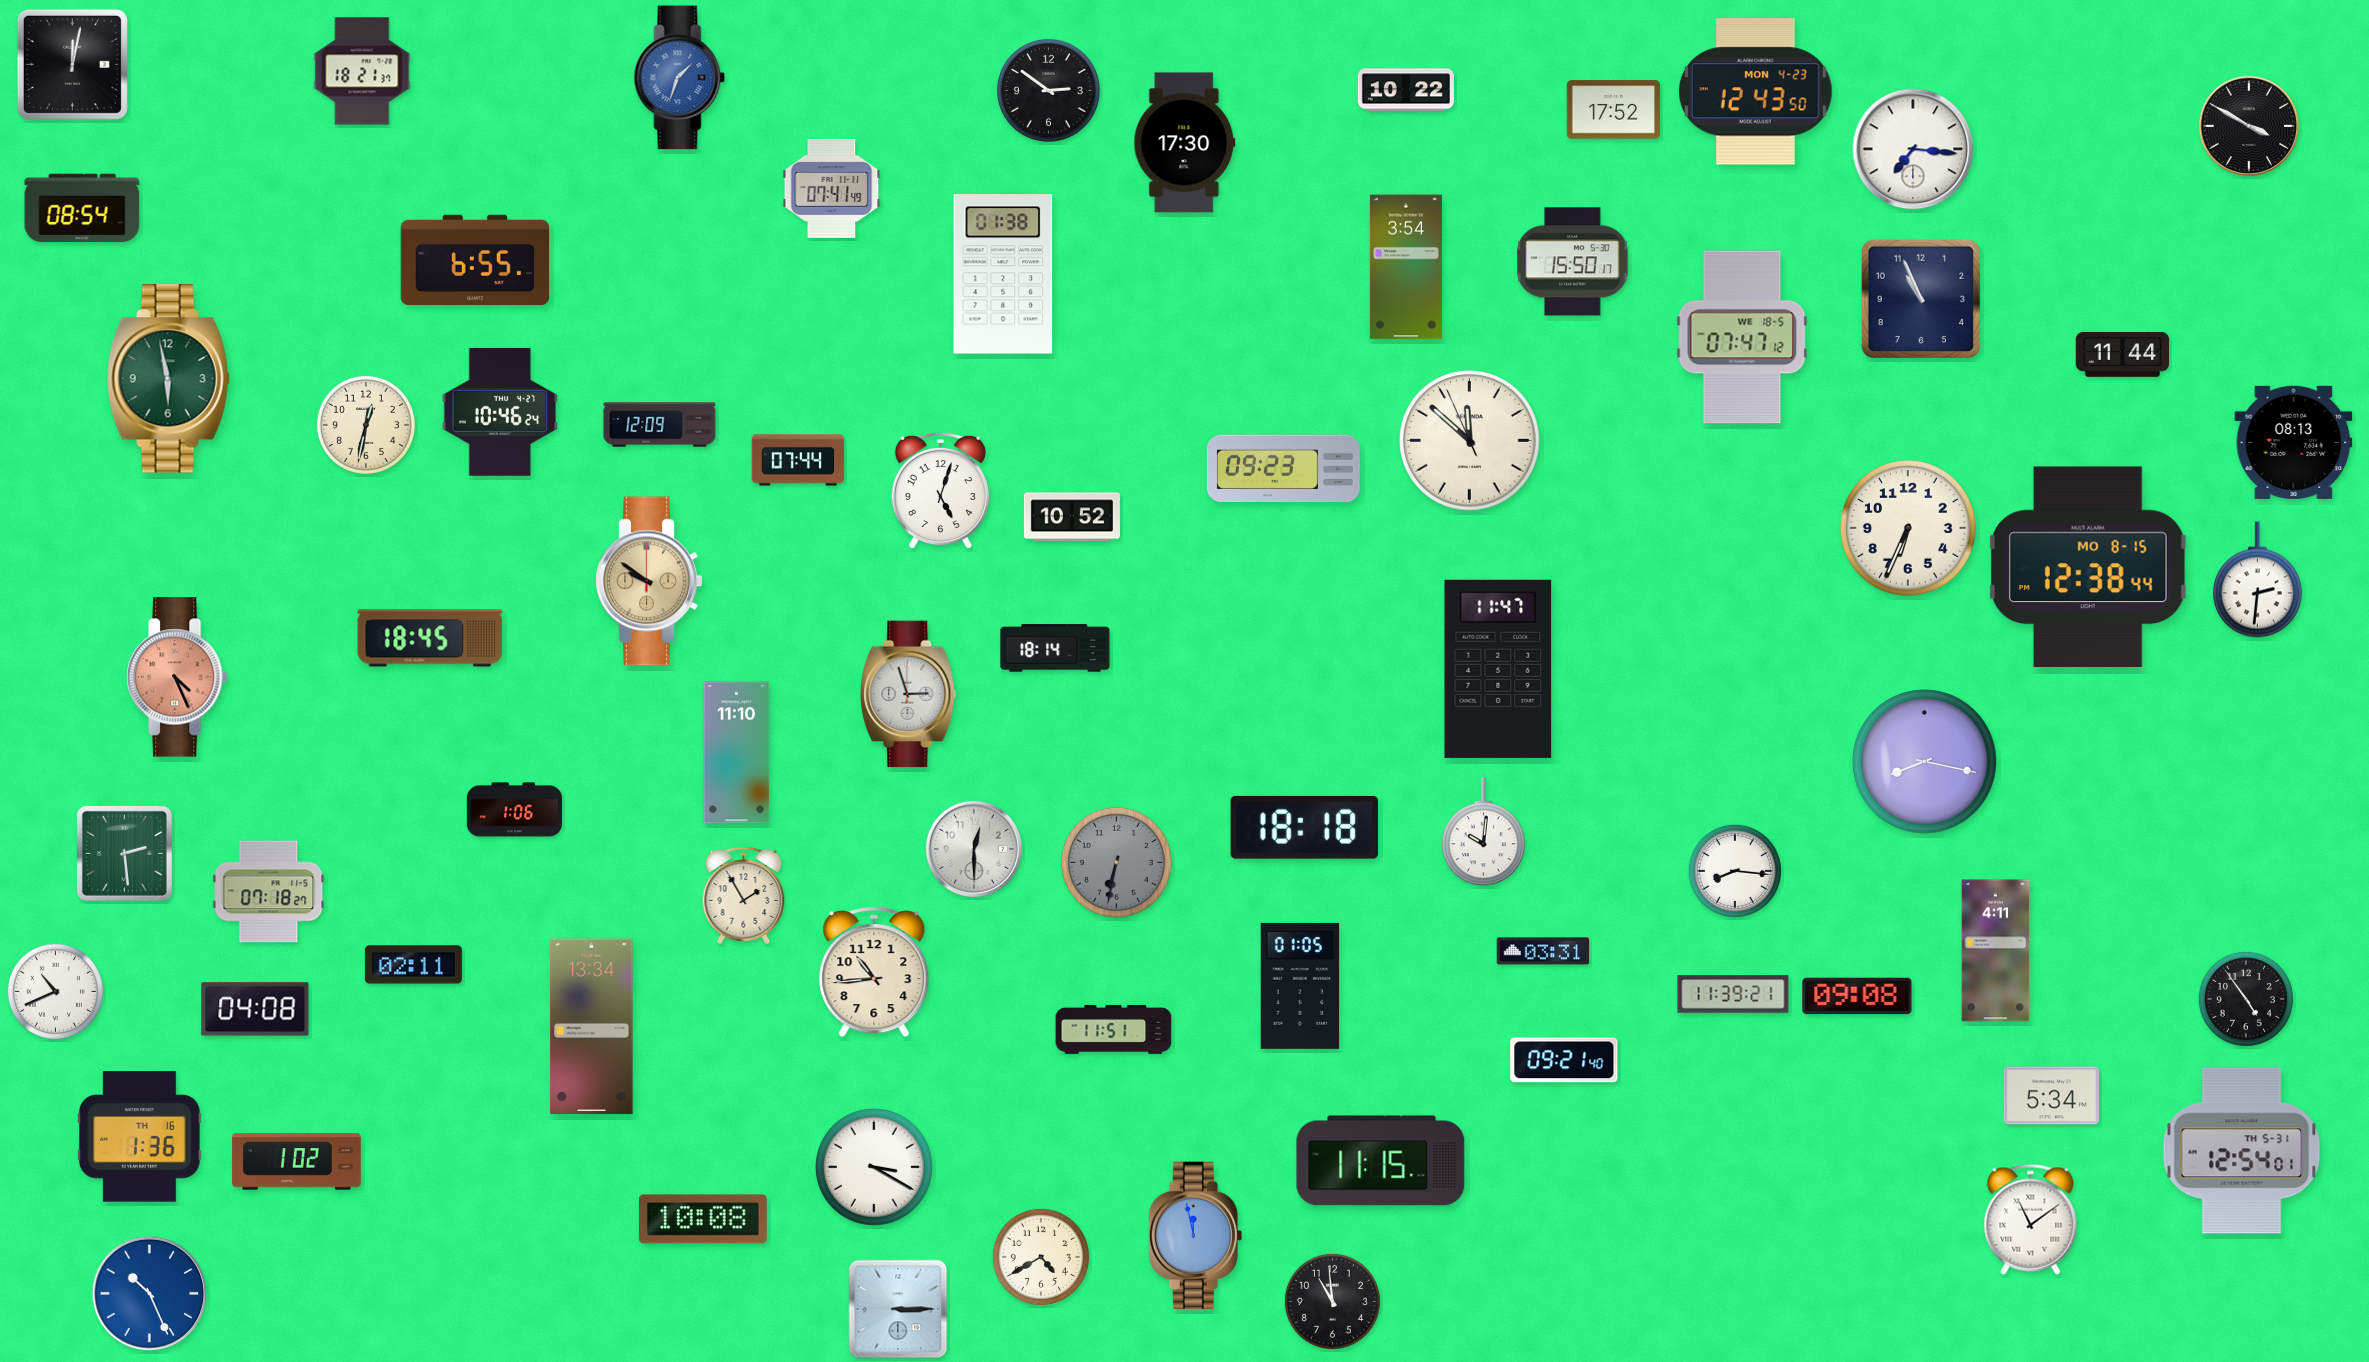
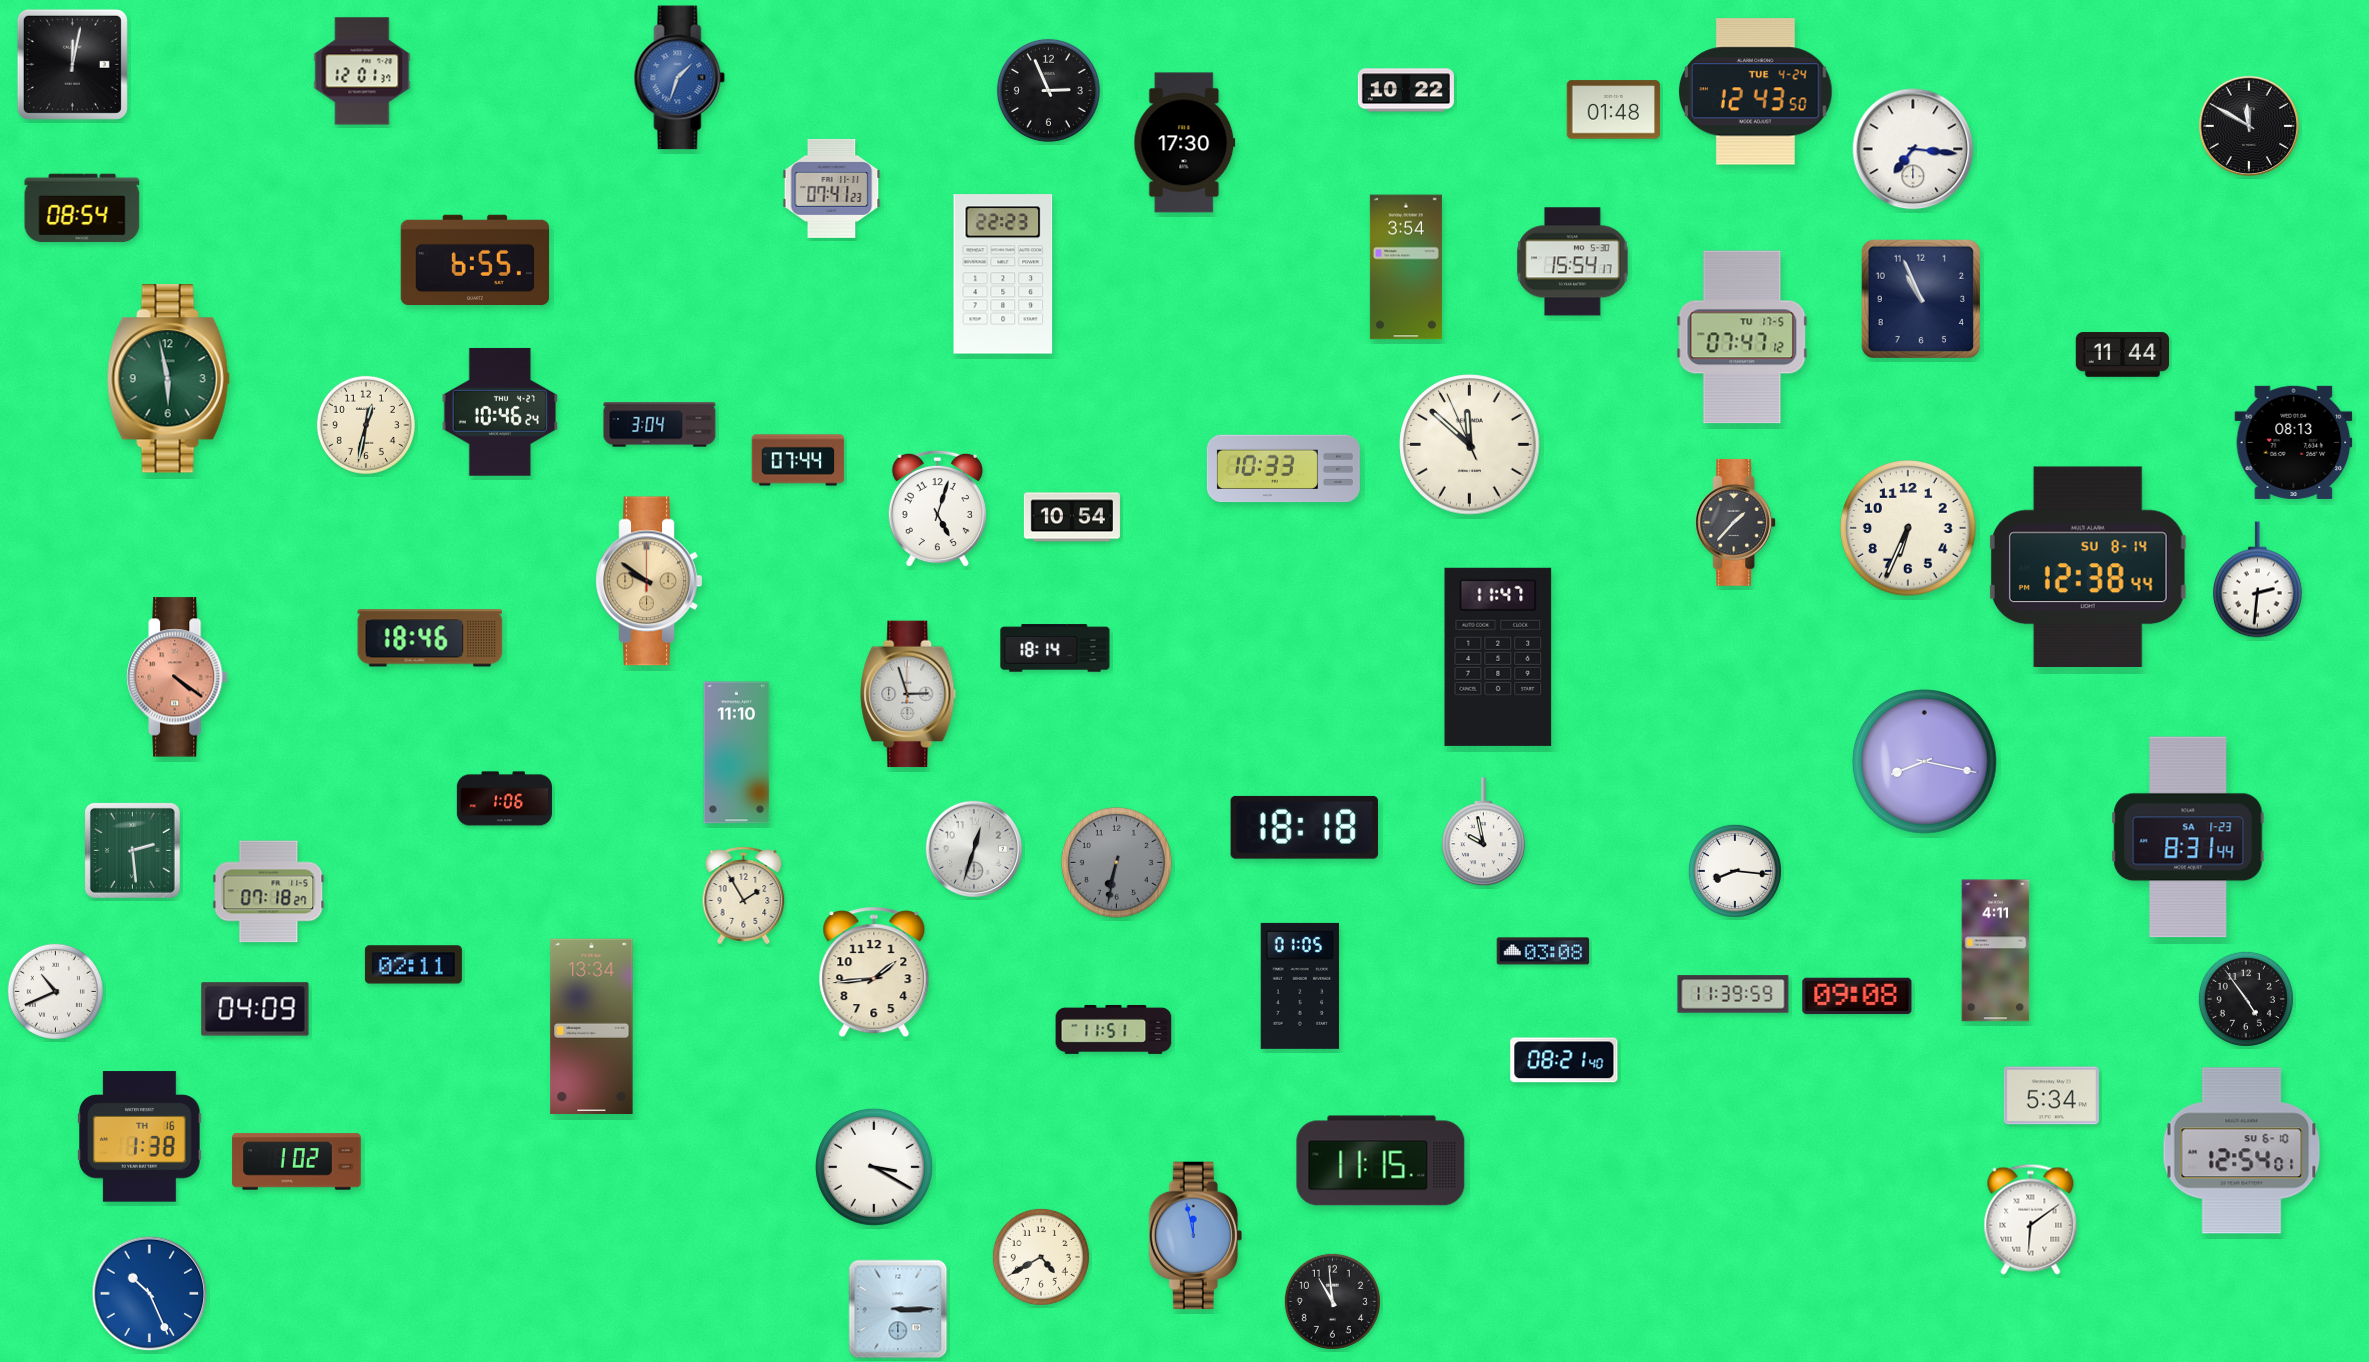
clock at (362, 71): 18:21 -> 12:01
clock at (1048, 90): 2:51 -> 2:56
clock at (1756, 92) date: MON 4-23 -> TUE 4-24
clock at (1614, 110): 17:52 -> 01:48
clock at (2248, 125): 3:50 -> 11:50
clock at (832, 188): 07:41:49 -> 07:41:23
clock at (1573, 262): 15:50 -> 15:54
clock at (1003, 274): 01:38 -> 22:23
clock at (1742, 337) date: WE 18-5 -> TU 17-5
clock at (660, 425): 12:09 -> 3:04
clock at (1470, 441) position: (1470, 441) -> (1470, 445)
clock at (1283, 469): 09:23 -> 10:33
clock at (940, 491) position: (940, 491) -> (937, 509)
clock at (1072, 517): 10:52 -> 10:54
clock at (1736, 522): none -> 1:37
clock at (2088, 566) date: MO 8-15 -> SU 8-14
clock at (430, 638): 18:45 -> 18:46
clock at (1498, 669) position: (1498, 669) -> (1498, 657)
clock at (177, 677): 4:26 -> 4:21
clock at (514, 810) position: (514, 810) -> (504, 799)
clock at (1483, 832): 10:01 -> 9:58
clock at (2188, 837): none -> 8:31
clock at (973, 848): 12:30 -> 12:33
clock at (124, 853) position: (124, 853) -> (132, 850)
clock at (1543, 951): 03:31 -> 03:08
clock at (874, 972): 10:44 -> 1:44
clock at (1733, 994): 11:39:21 -> 11:39:59
clock at (255, 1009): 04:08 -> 04:09
clock at (1564, 1060): 09:21 -> 08:21
clock at (140, 1137): 1:36 -> 1:38
clock at (2242, 1151) date: TH 5-31 -> SU 6-10
clock at (703, 1219): 10:08 -> none
clock at (2031, 1219): 11:09 -> 6:09
